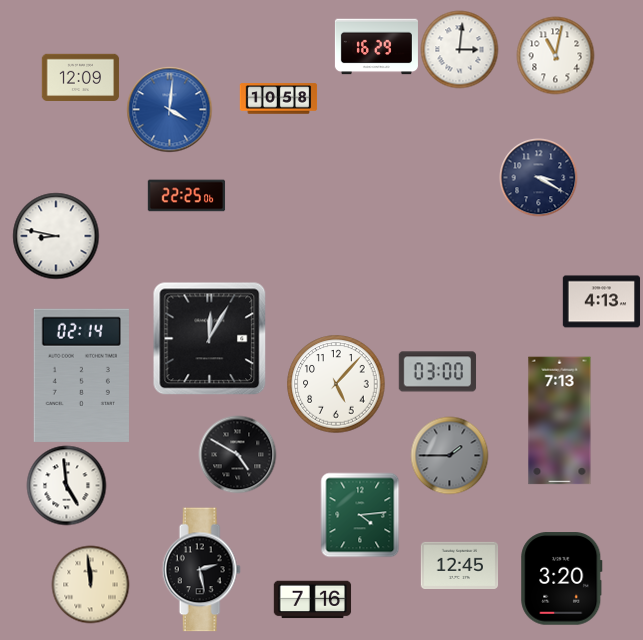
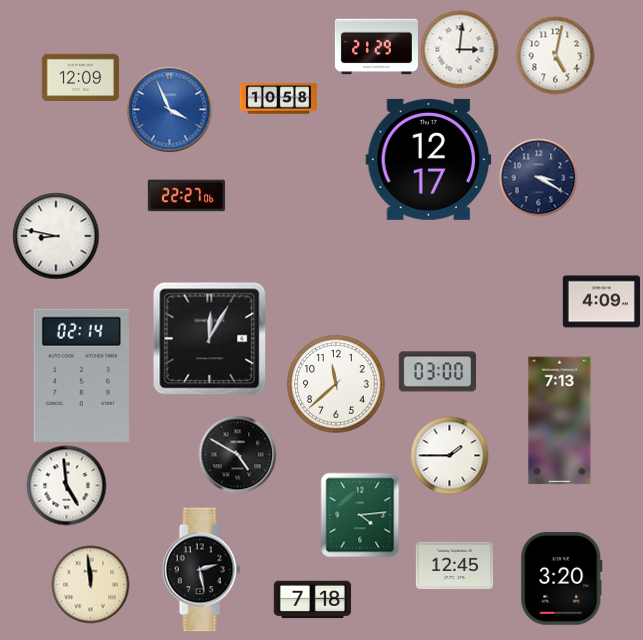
clock at (376, 47): 16:29 -> 21:29
clock at (555, 55): 11:02 -> 5:02
clock at (169, 109): 4:01 -> 3:56
clock at (429, 159): none -> 12:17
clock at (186, 196): 22:25 -> 22:27
clock at (601, 302): 4:13 -> 4:09
clock at (336, 384): 5:07 -> 11:38
clock at (449, 455) dial: grey -> white
clock at (459, 565) position: (459, 565) -> (454, 565)
clock at (312, 600): 7:16 -> 7:18
